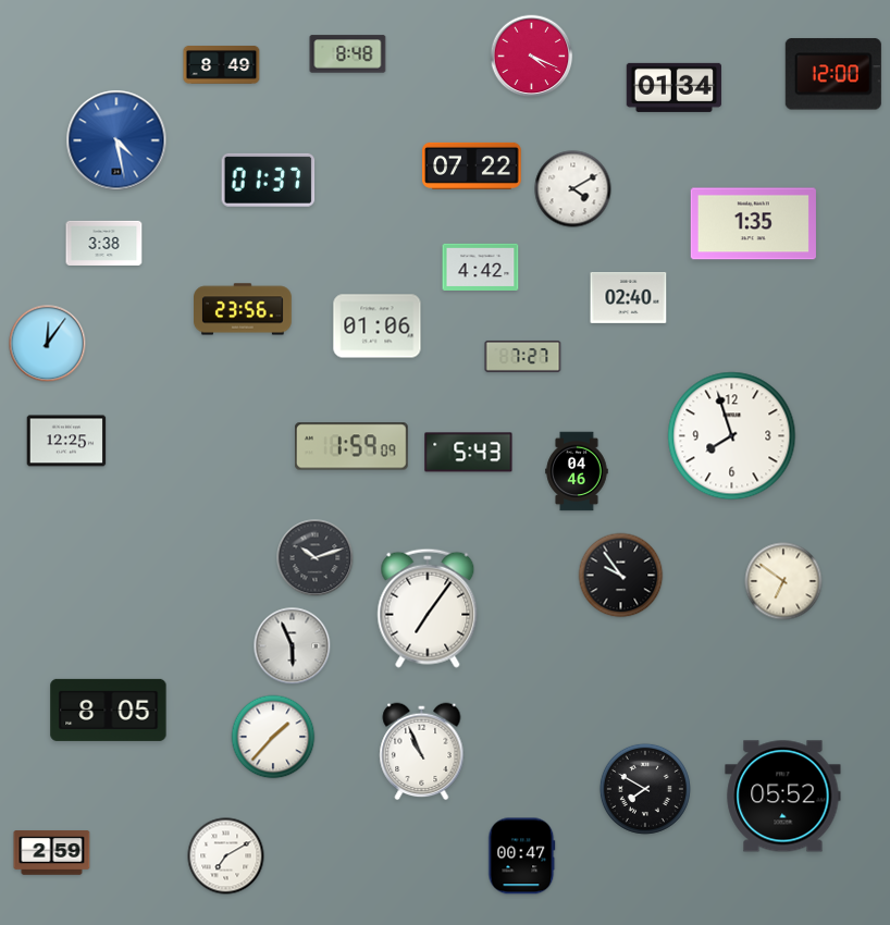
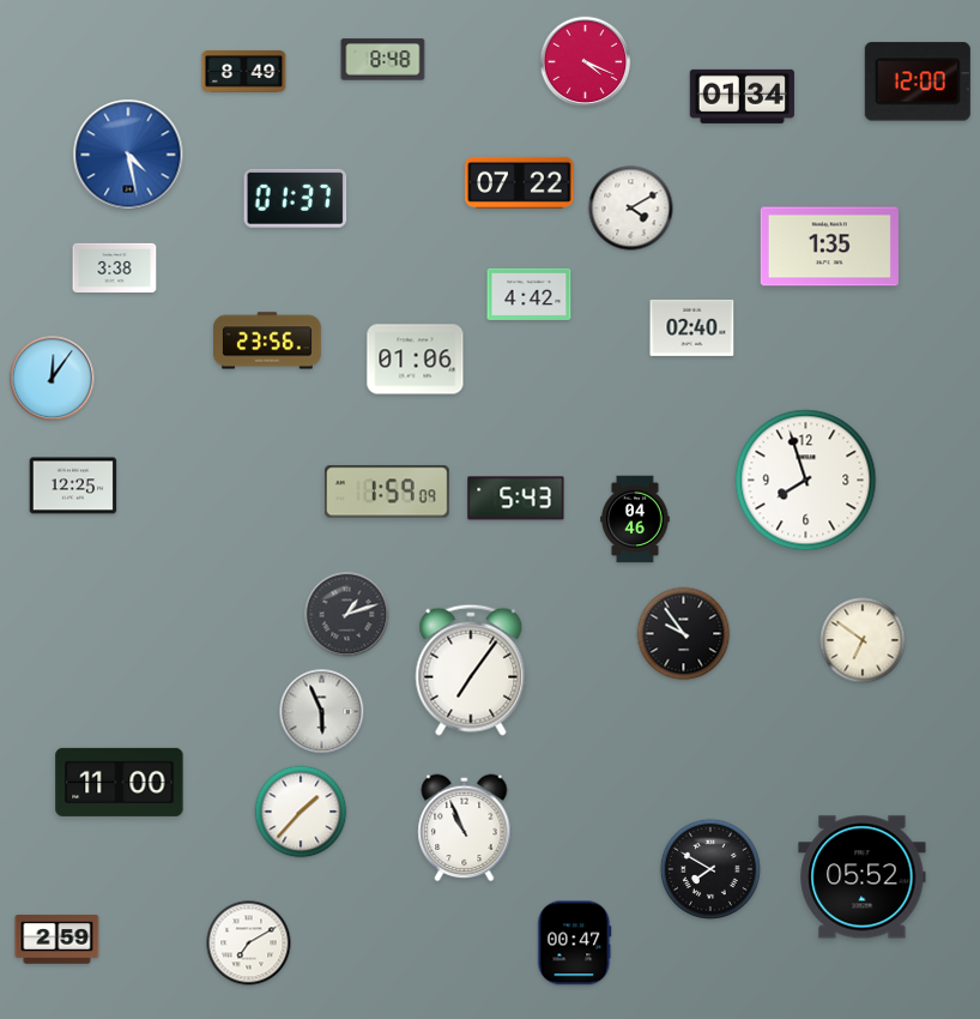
clock at (523, 356): 7:27 -> none
clock at (316, 558): 10:12 -> 1:12
clock at (109, 710): 8:05 -> 11:00
